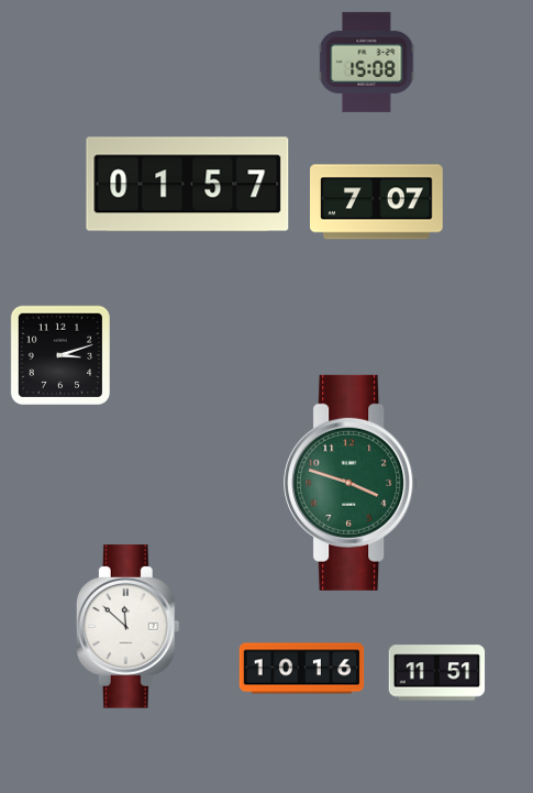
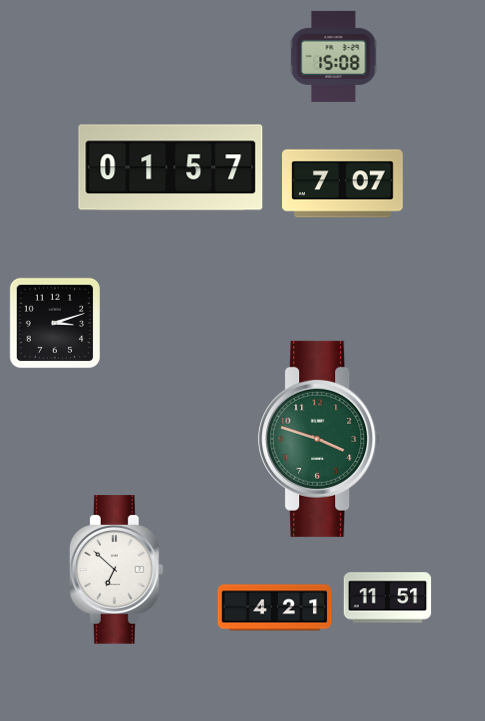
clock at (127, 627): 11:52 -> 6:52
clock at (302, 669): 10:16 -> 4:21
clock at (437, 673) position: (437, 673) -> (388, 598)
